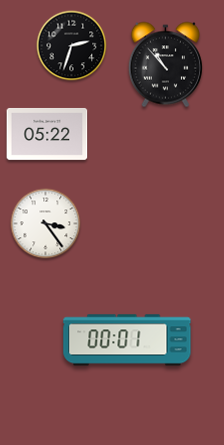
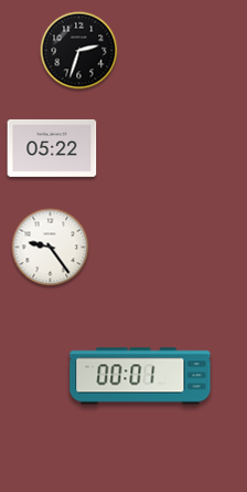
clock at (165, 65): 10:53 -> none
clock at (46, 224): 3:24 -> 9:24
